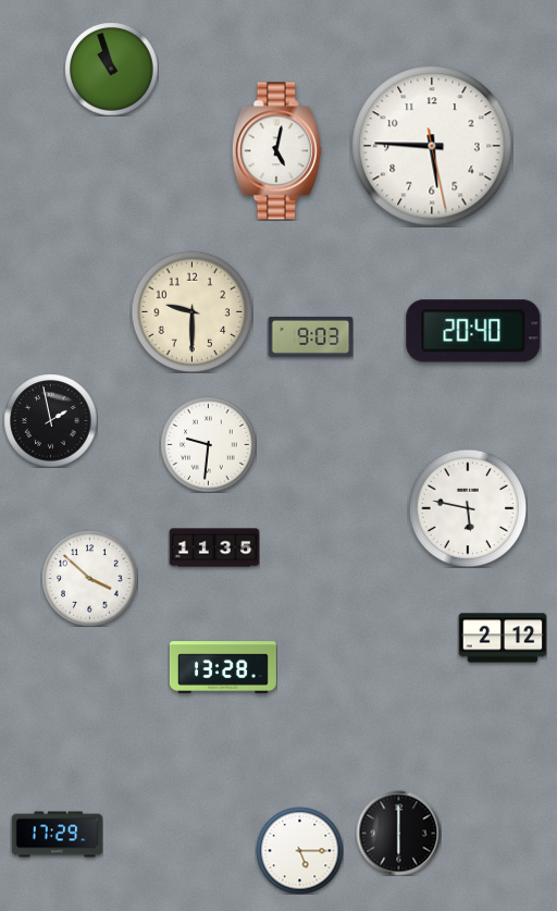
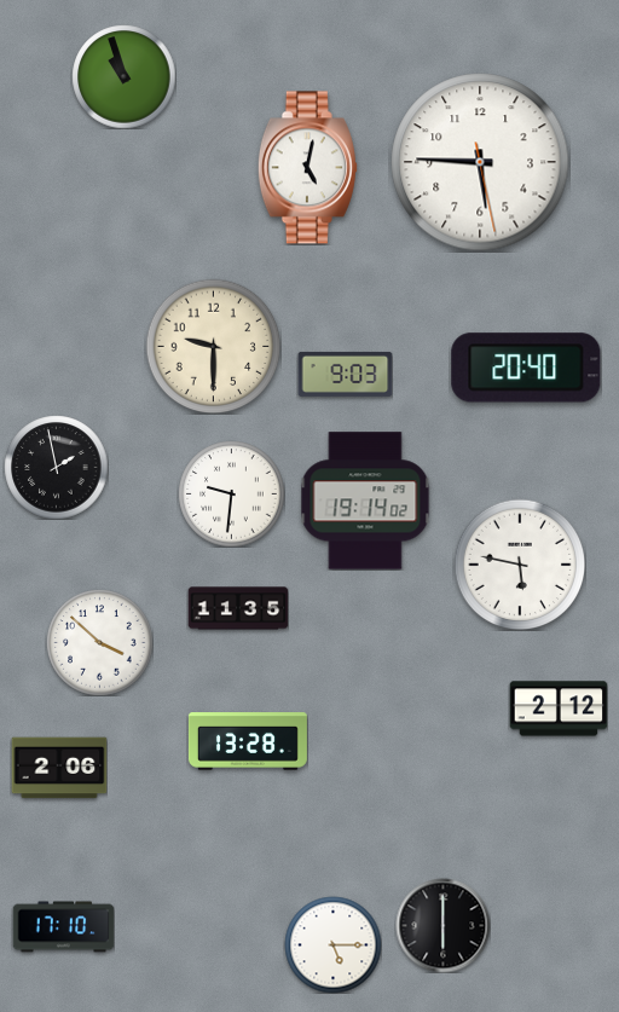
clock at (365, 501): none -> 19:14
clock at (59, 768): none -> 2:06
clock at (57, 835): 17:29 -> 17:10
